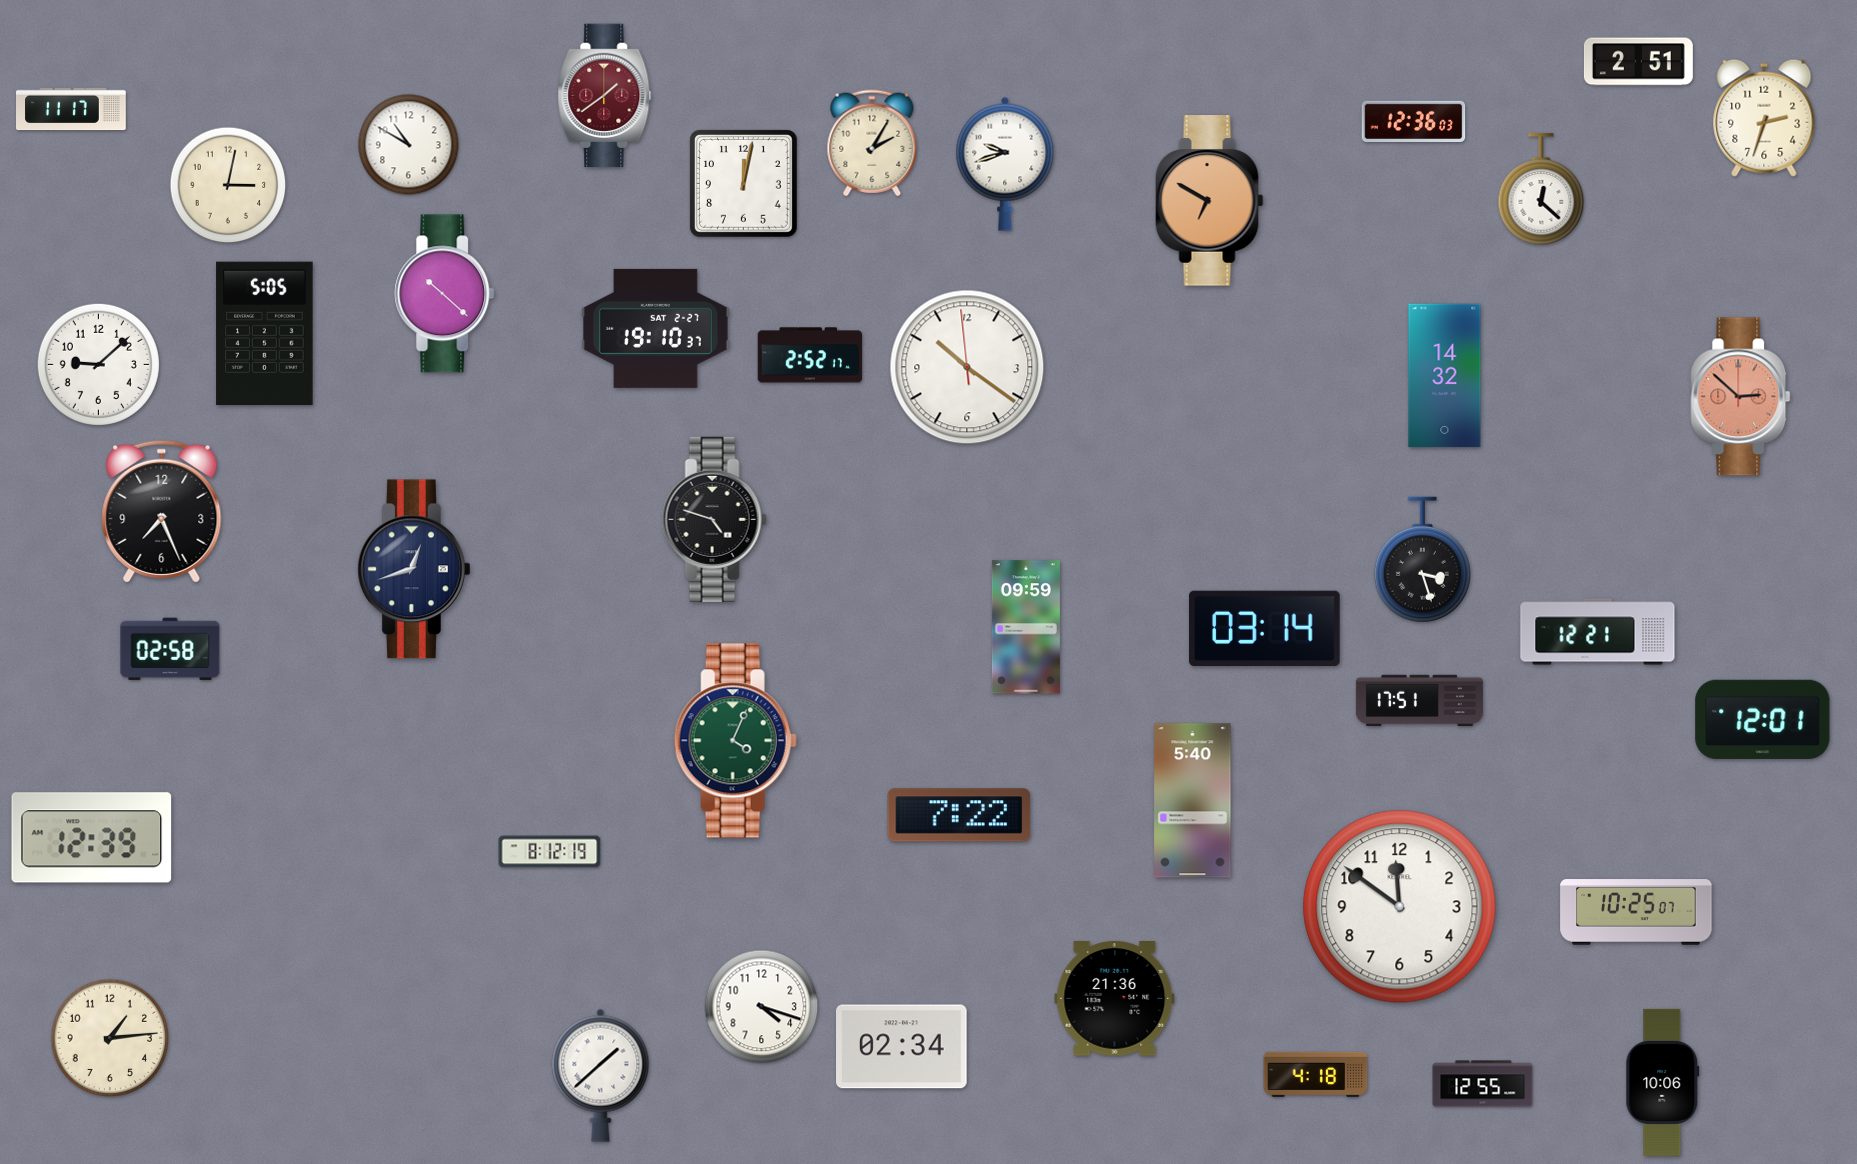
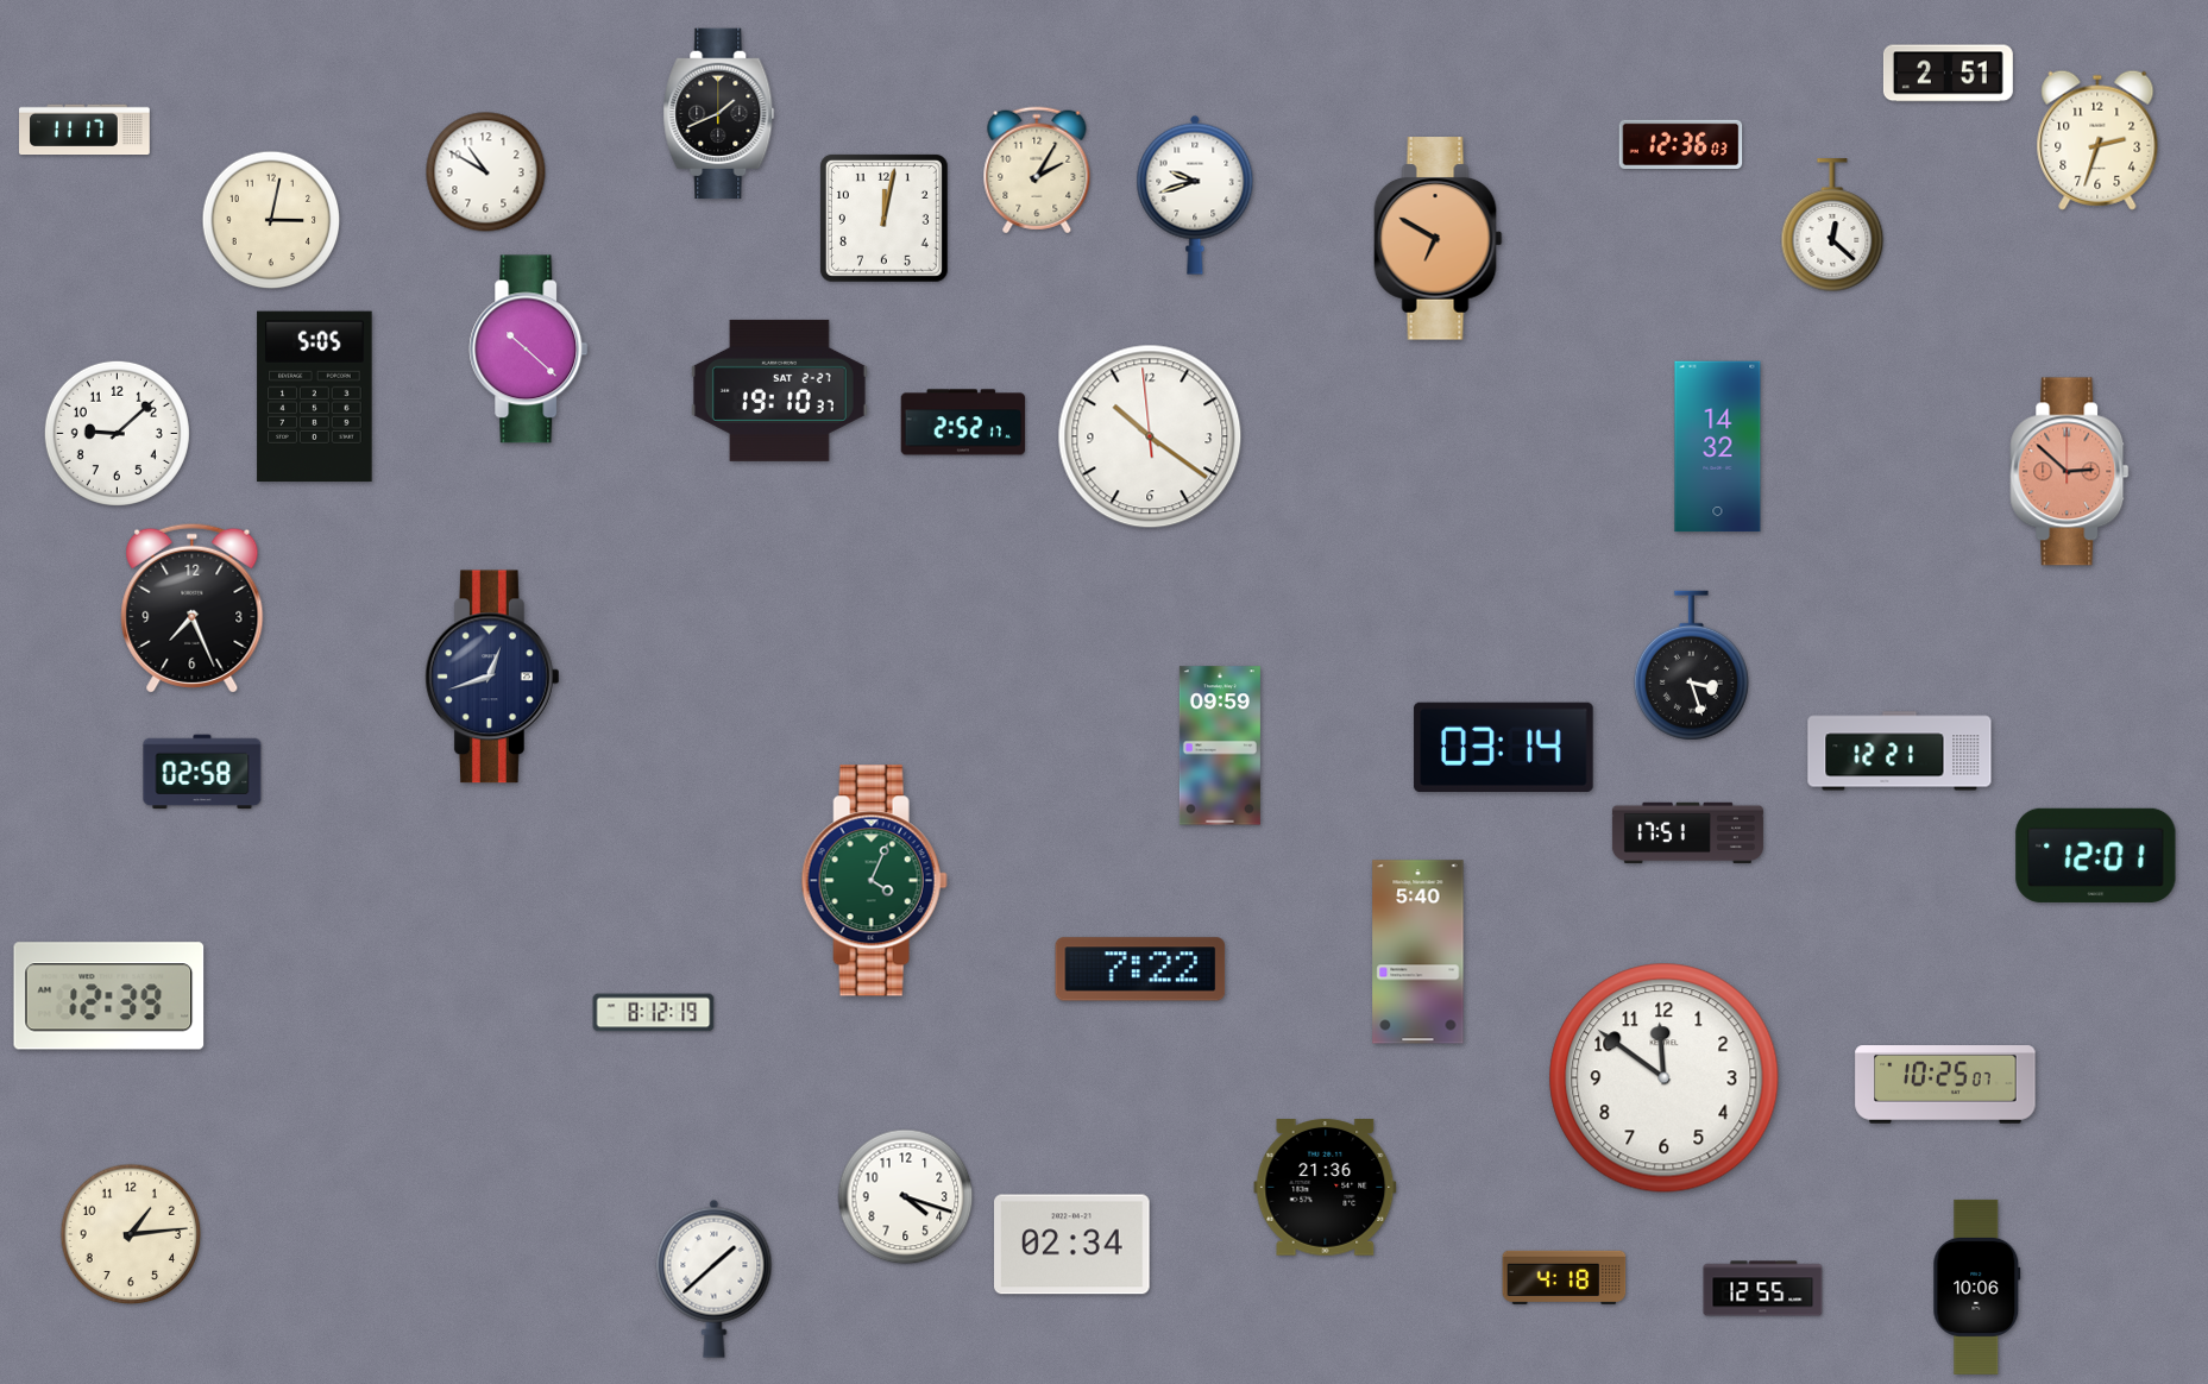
clock at (605, 96): 1:39 -> 1:41
clock at (605, 96) dial: burgundy -> black
clock at (714, 519): 4:48 -> none
